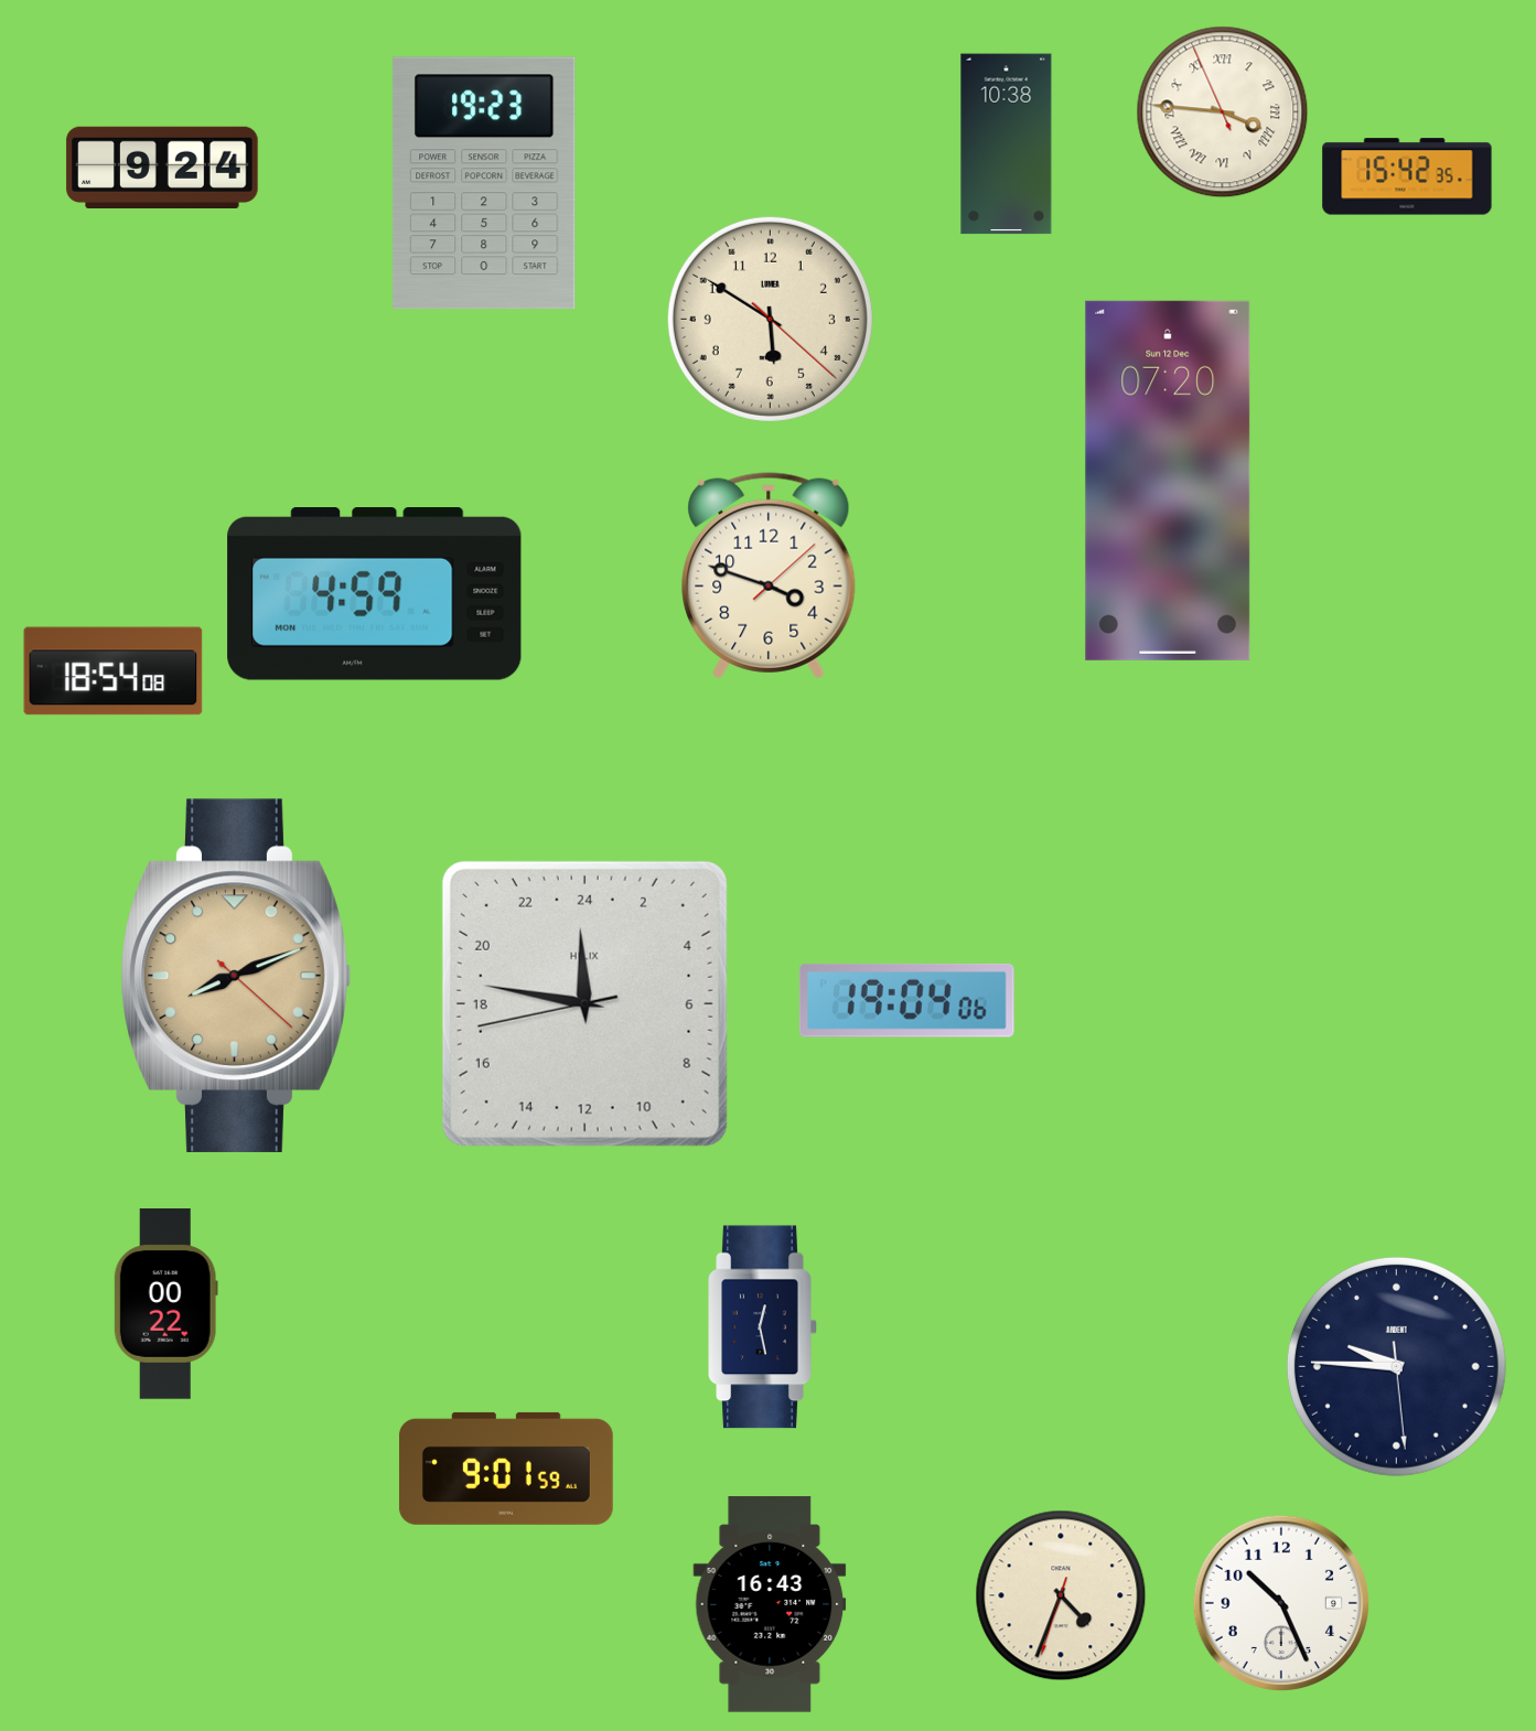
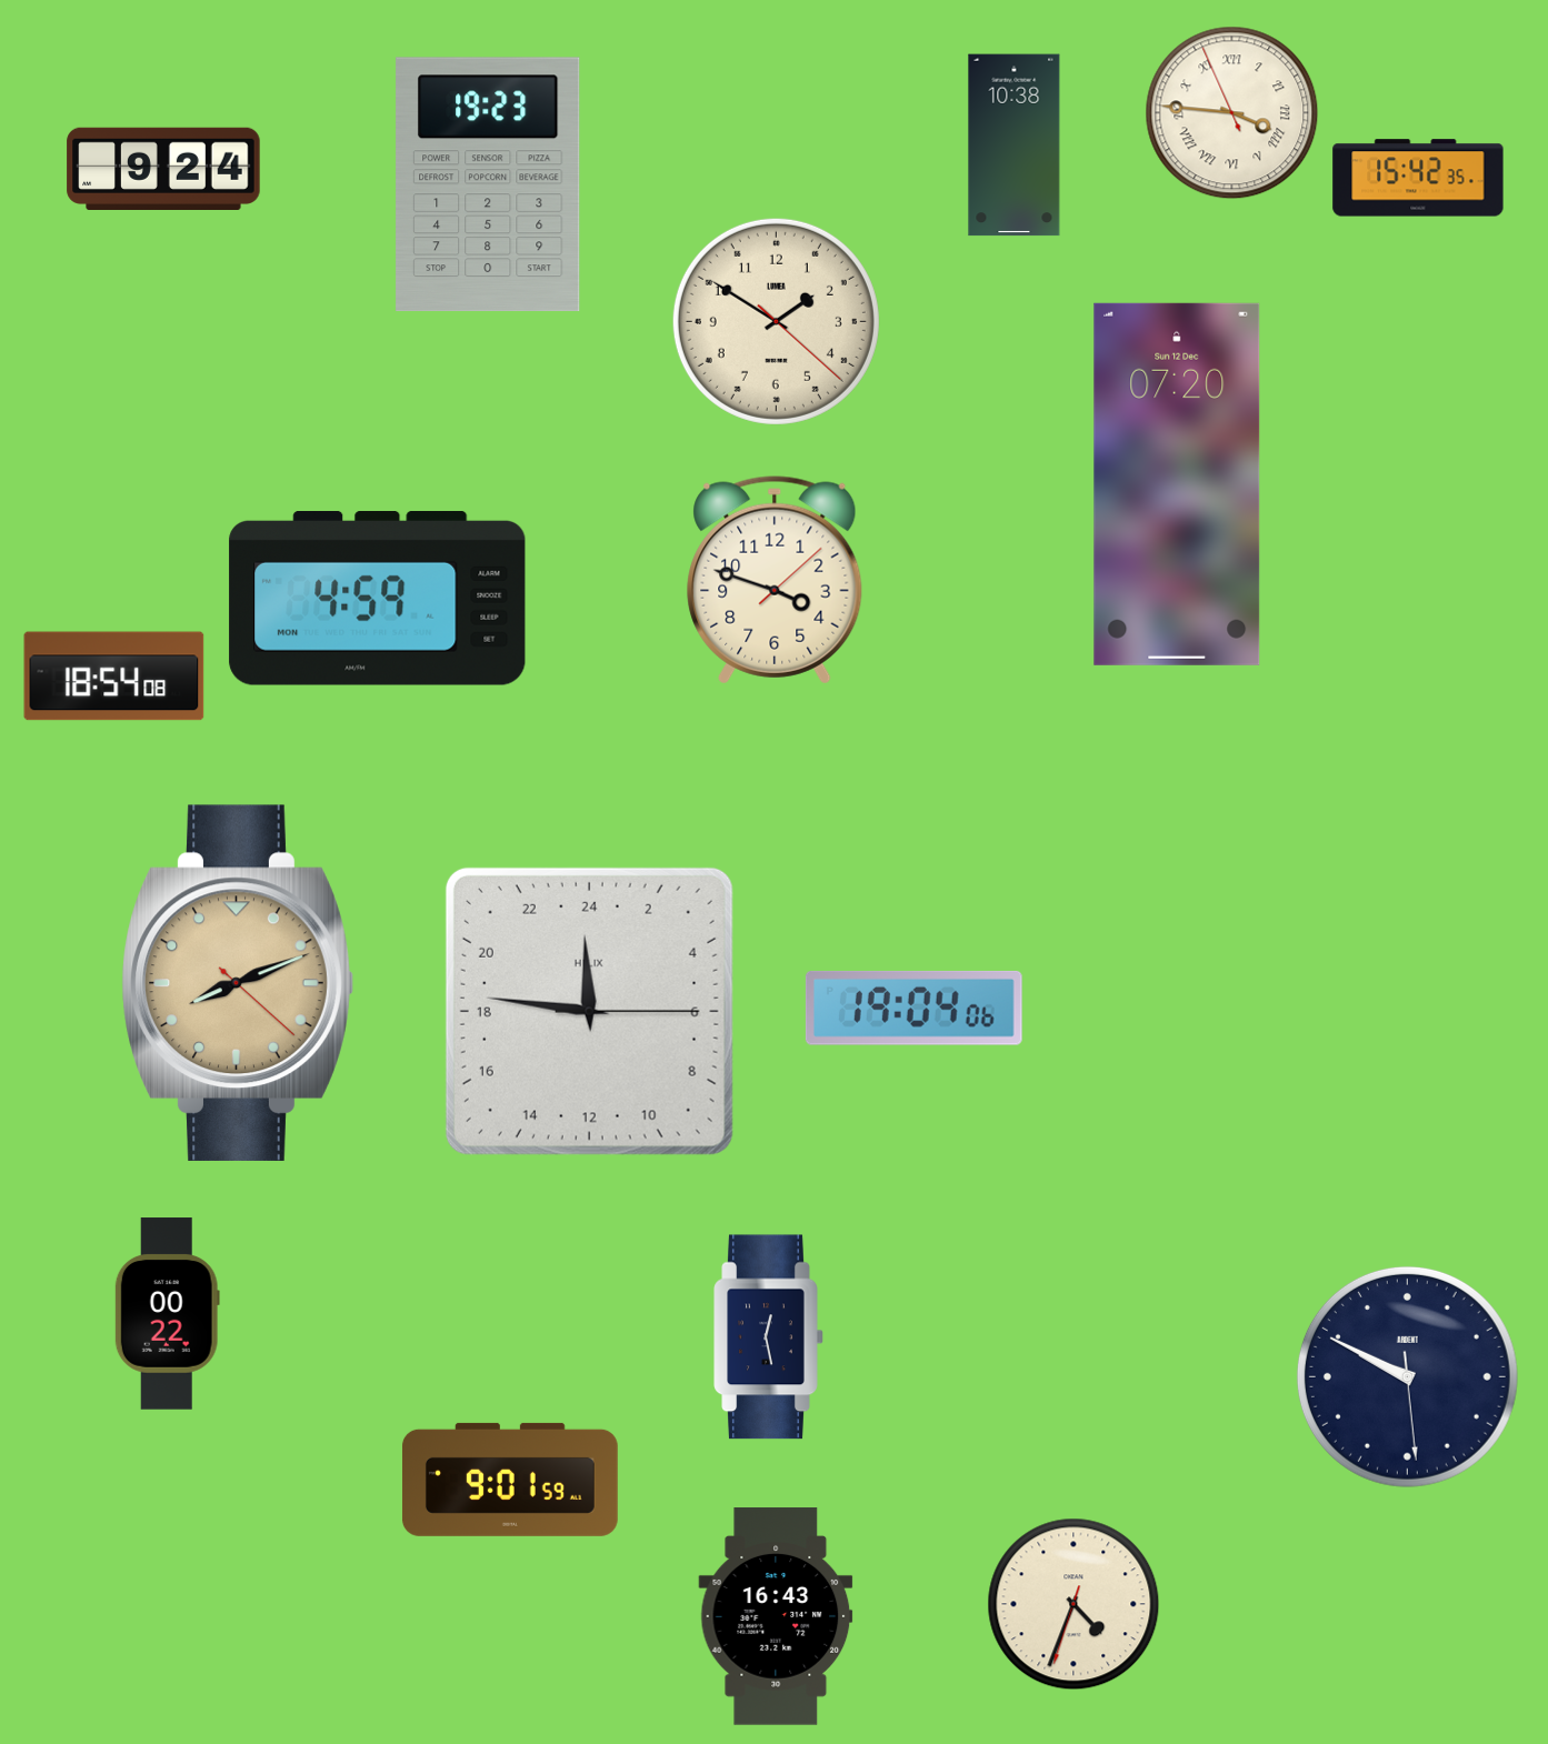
clock at (770, 319): 5:50 -> 1:50
clock at (584, 1003): 23:46:43 -> 23:46:15
clock at (1396, 1366): 9:45 -> 9:49
clock at (1061, 1595) position: (1061, 1595) -> (1073, 1604)
clock at (1280, 1602): 10:26 -> none
